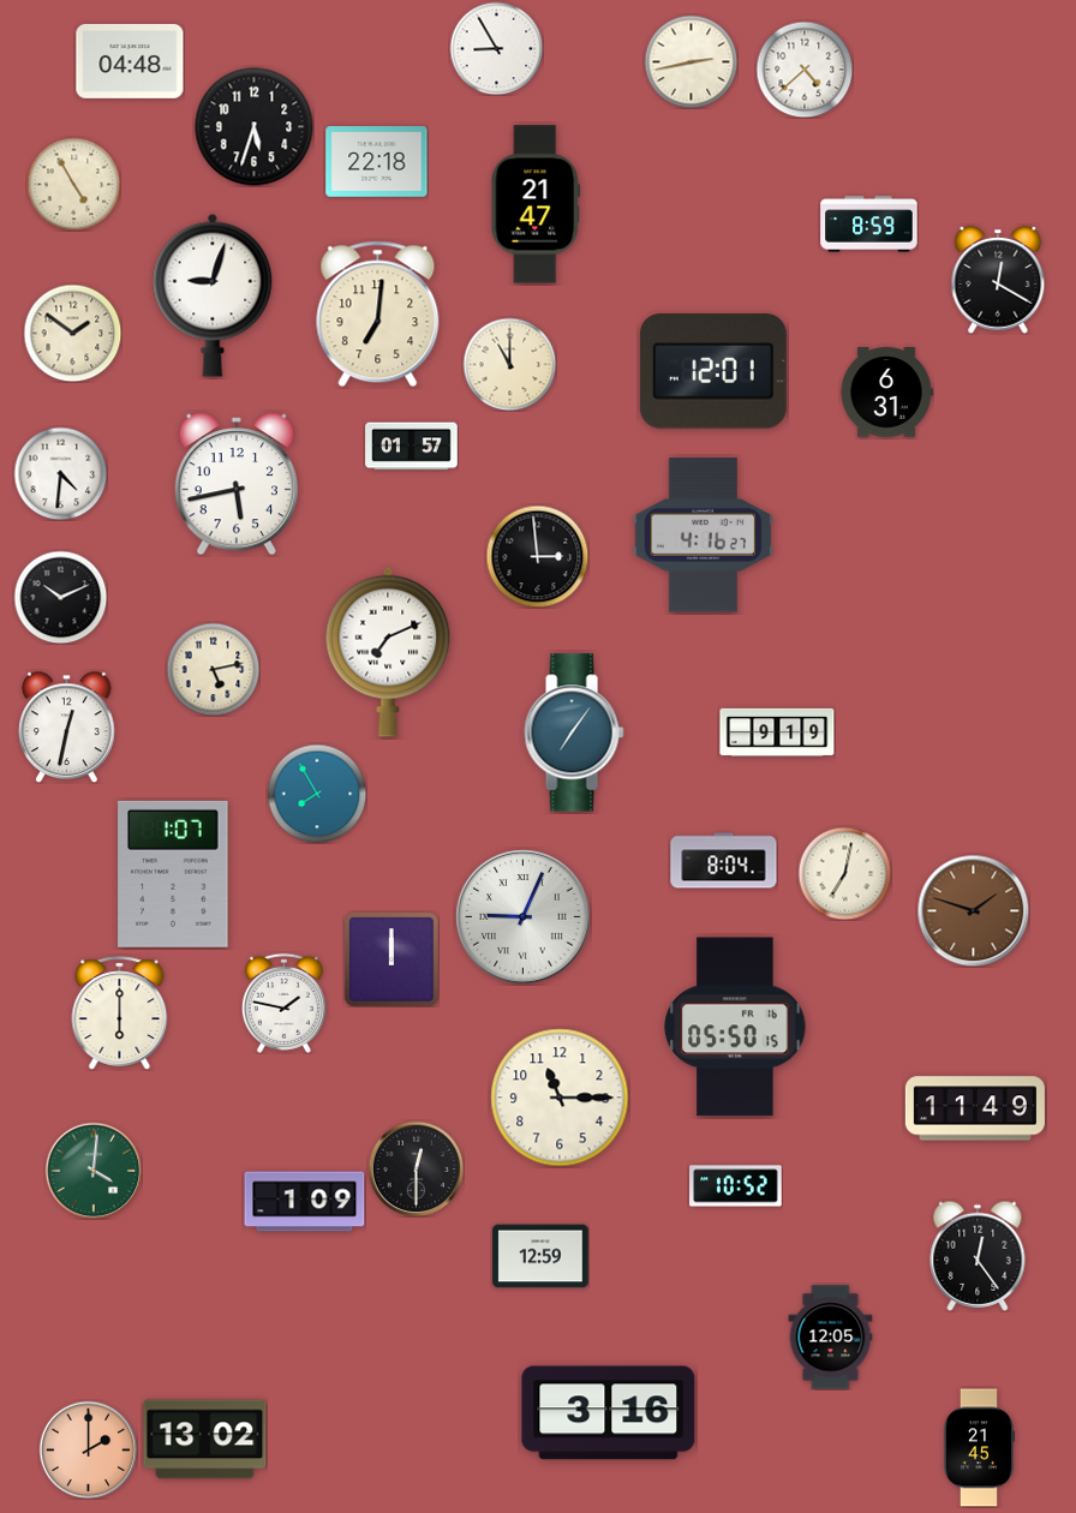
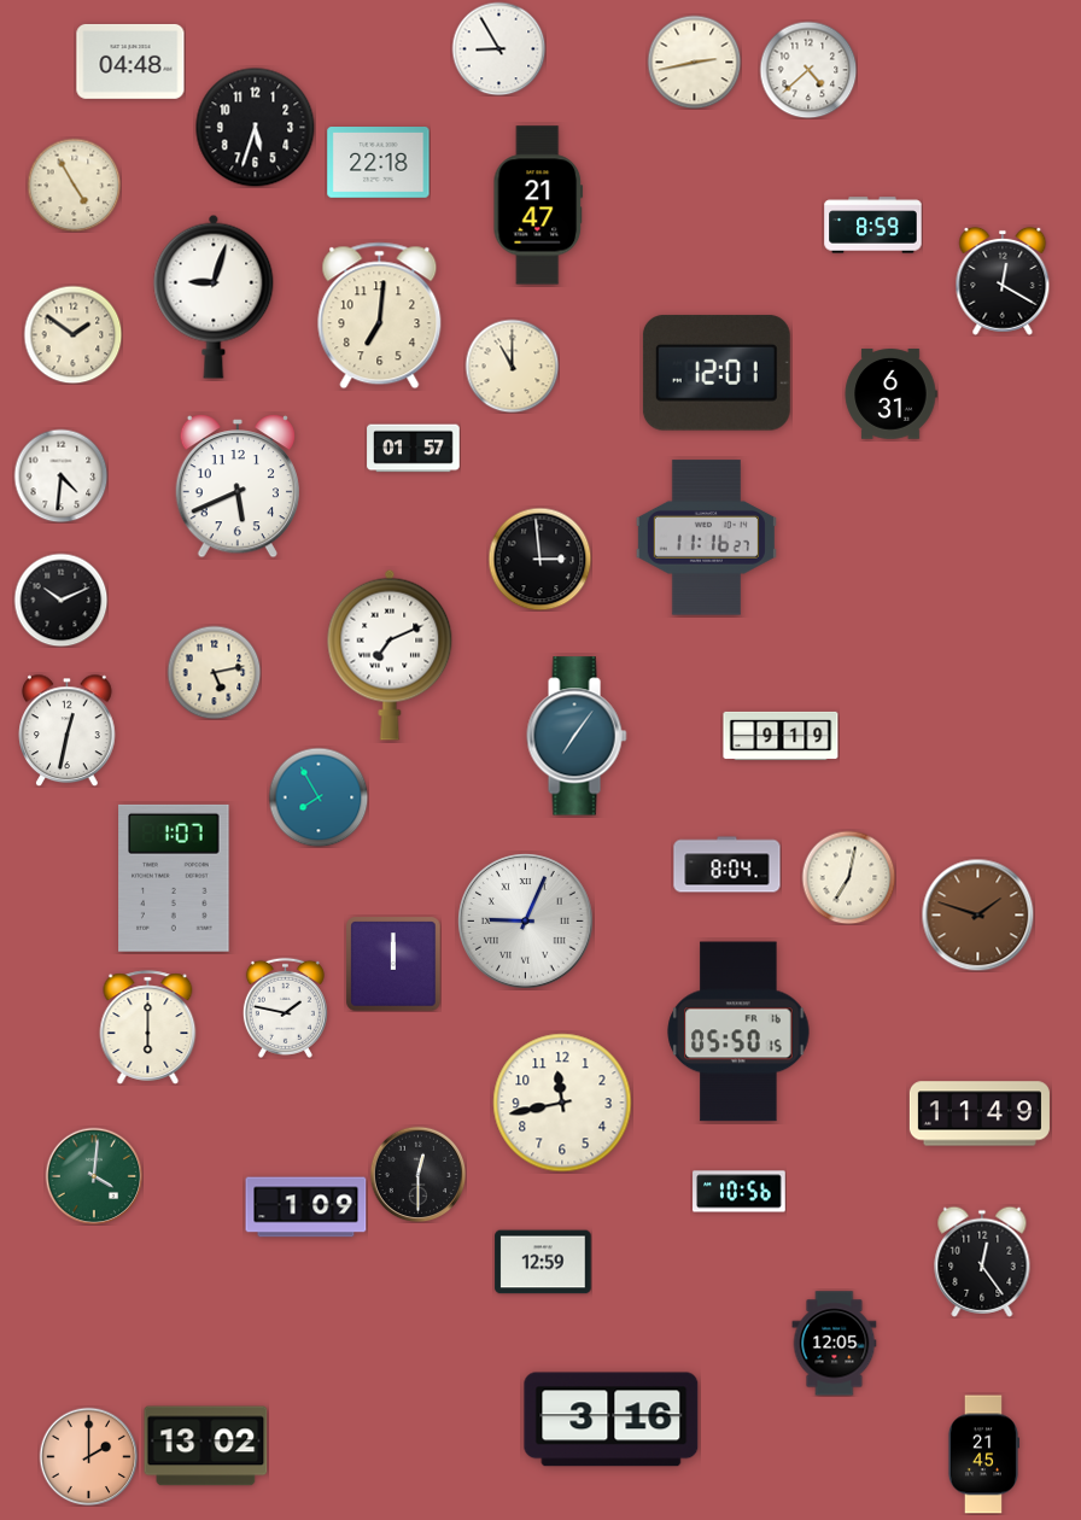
clock at (235, 485): 5:43 -> 5:41
clock at (703, 536): 4:16 -> 11:16
clock at (120, 1013) position: (120, 1013) -> (148, 1028)
clock at (560, 1098): 11:15 -> 11:43
clock at (736, 1186): 10:52 -> 10:56
